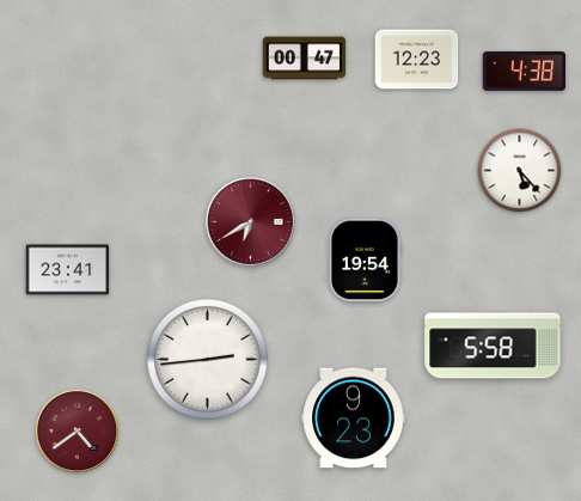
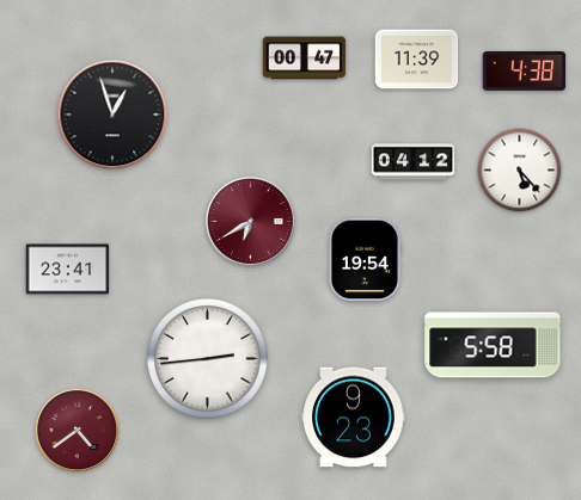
clock at (417, 60): 12:23 -> 11:39
clock at (112, 115): none -> 12:57
clock at (414, 162): none -> 04:12
